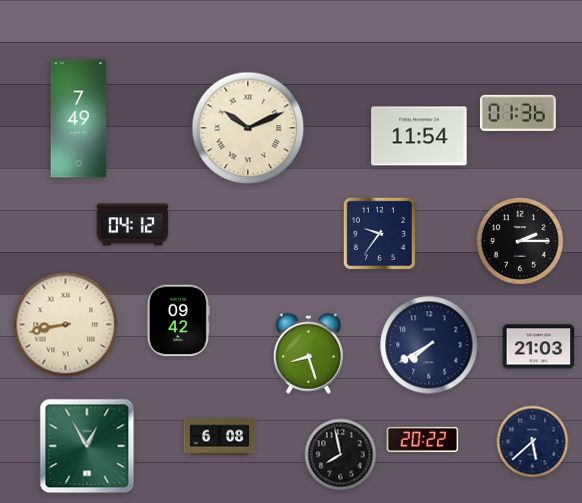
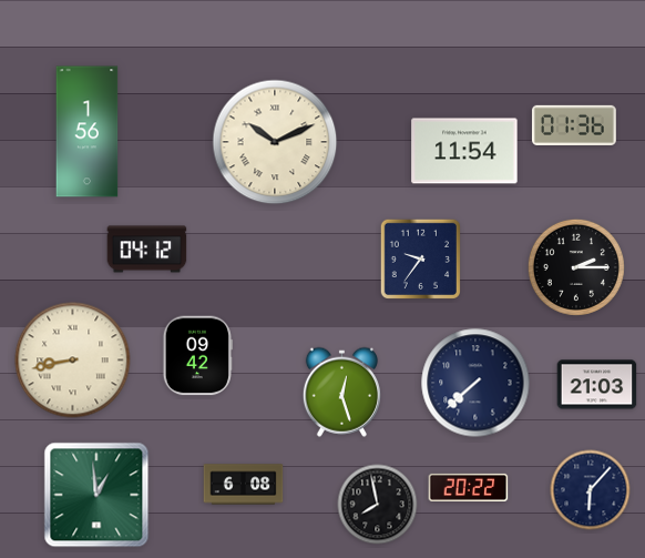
clock at (79, 119): 7:49 -> 1:56
clock at (429, 345): 7:40 -> 7:38
clock at (308, 353): 8:27 -> 12:27
clock at (533, 442): 5:38 -> 6:07
clock at (87, 446): 12:55 -> 12:59
